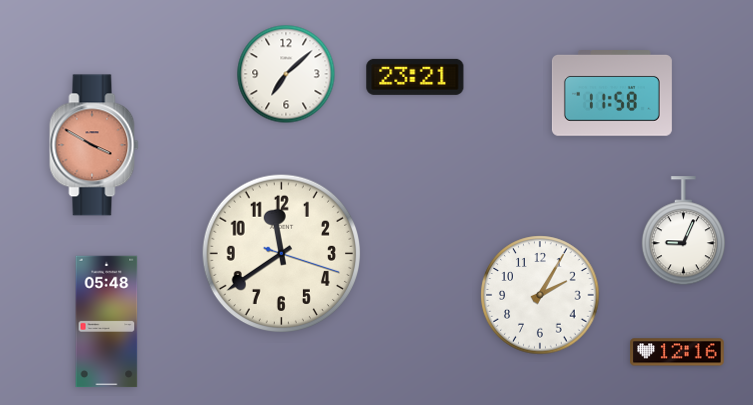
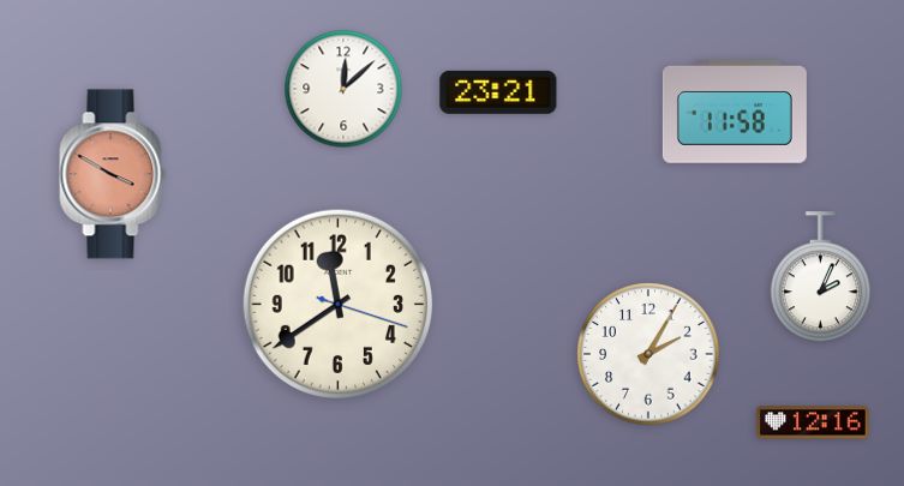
clock at (286, 74): 7:08 -> 12:08
clock at (683, 231): 9:04 -> 2:04
clock at (107, 322): 05:48 -> none
